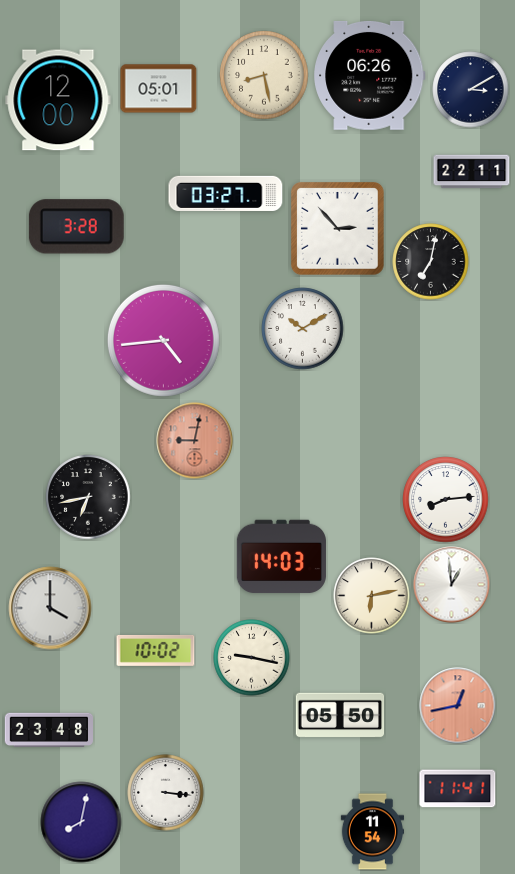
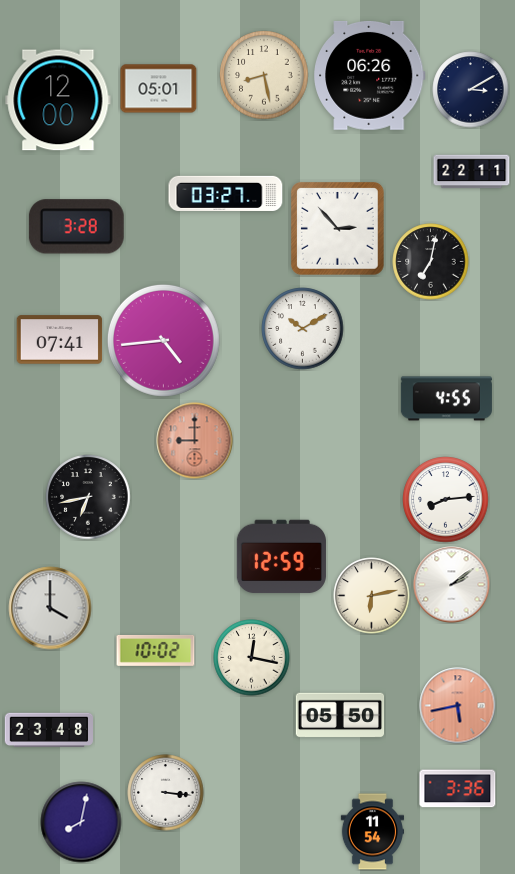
clock at (60, 340): none -> 07:41
clock at (446, 399): none -> 4:55
clock at (195, 441): 9:02 -> 9:00
clock at (281, 557): 14:03 -> 12:59
clock at (452, 585): 12:59 -> 2:09
clock at (252, 658): 9:17 -> 12:17
clock at (458, 706): 12:43 -> 5:43
clock at (458, 789): 11:41 -> 3:36
